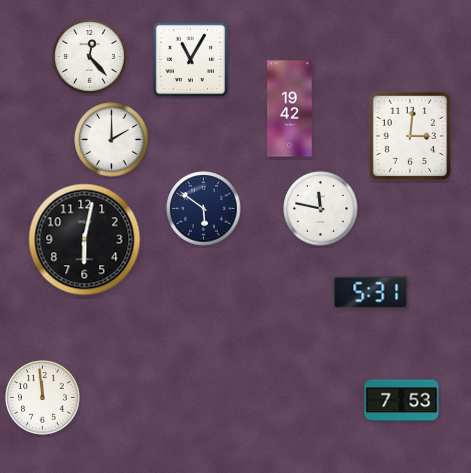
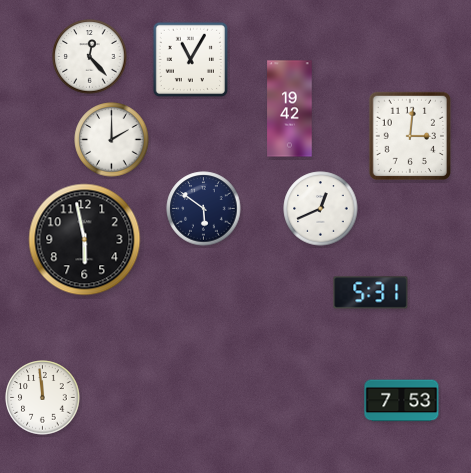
clock at (321, 209): 11:47 -> 12:41
clock at (85, 240): 6:02 -> 5:58
